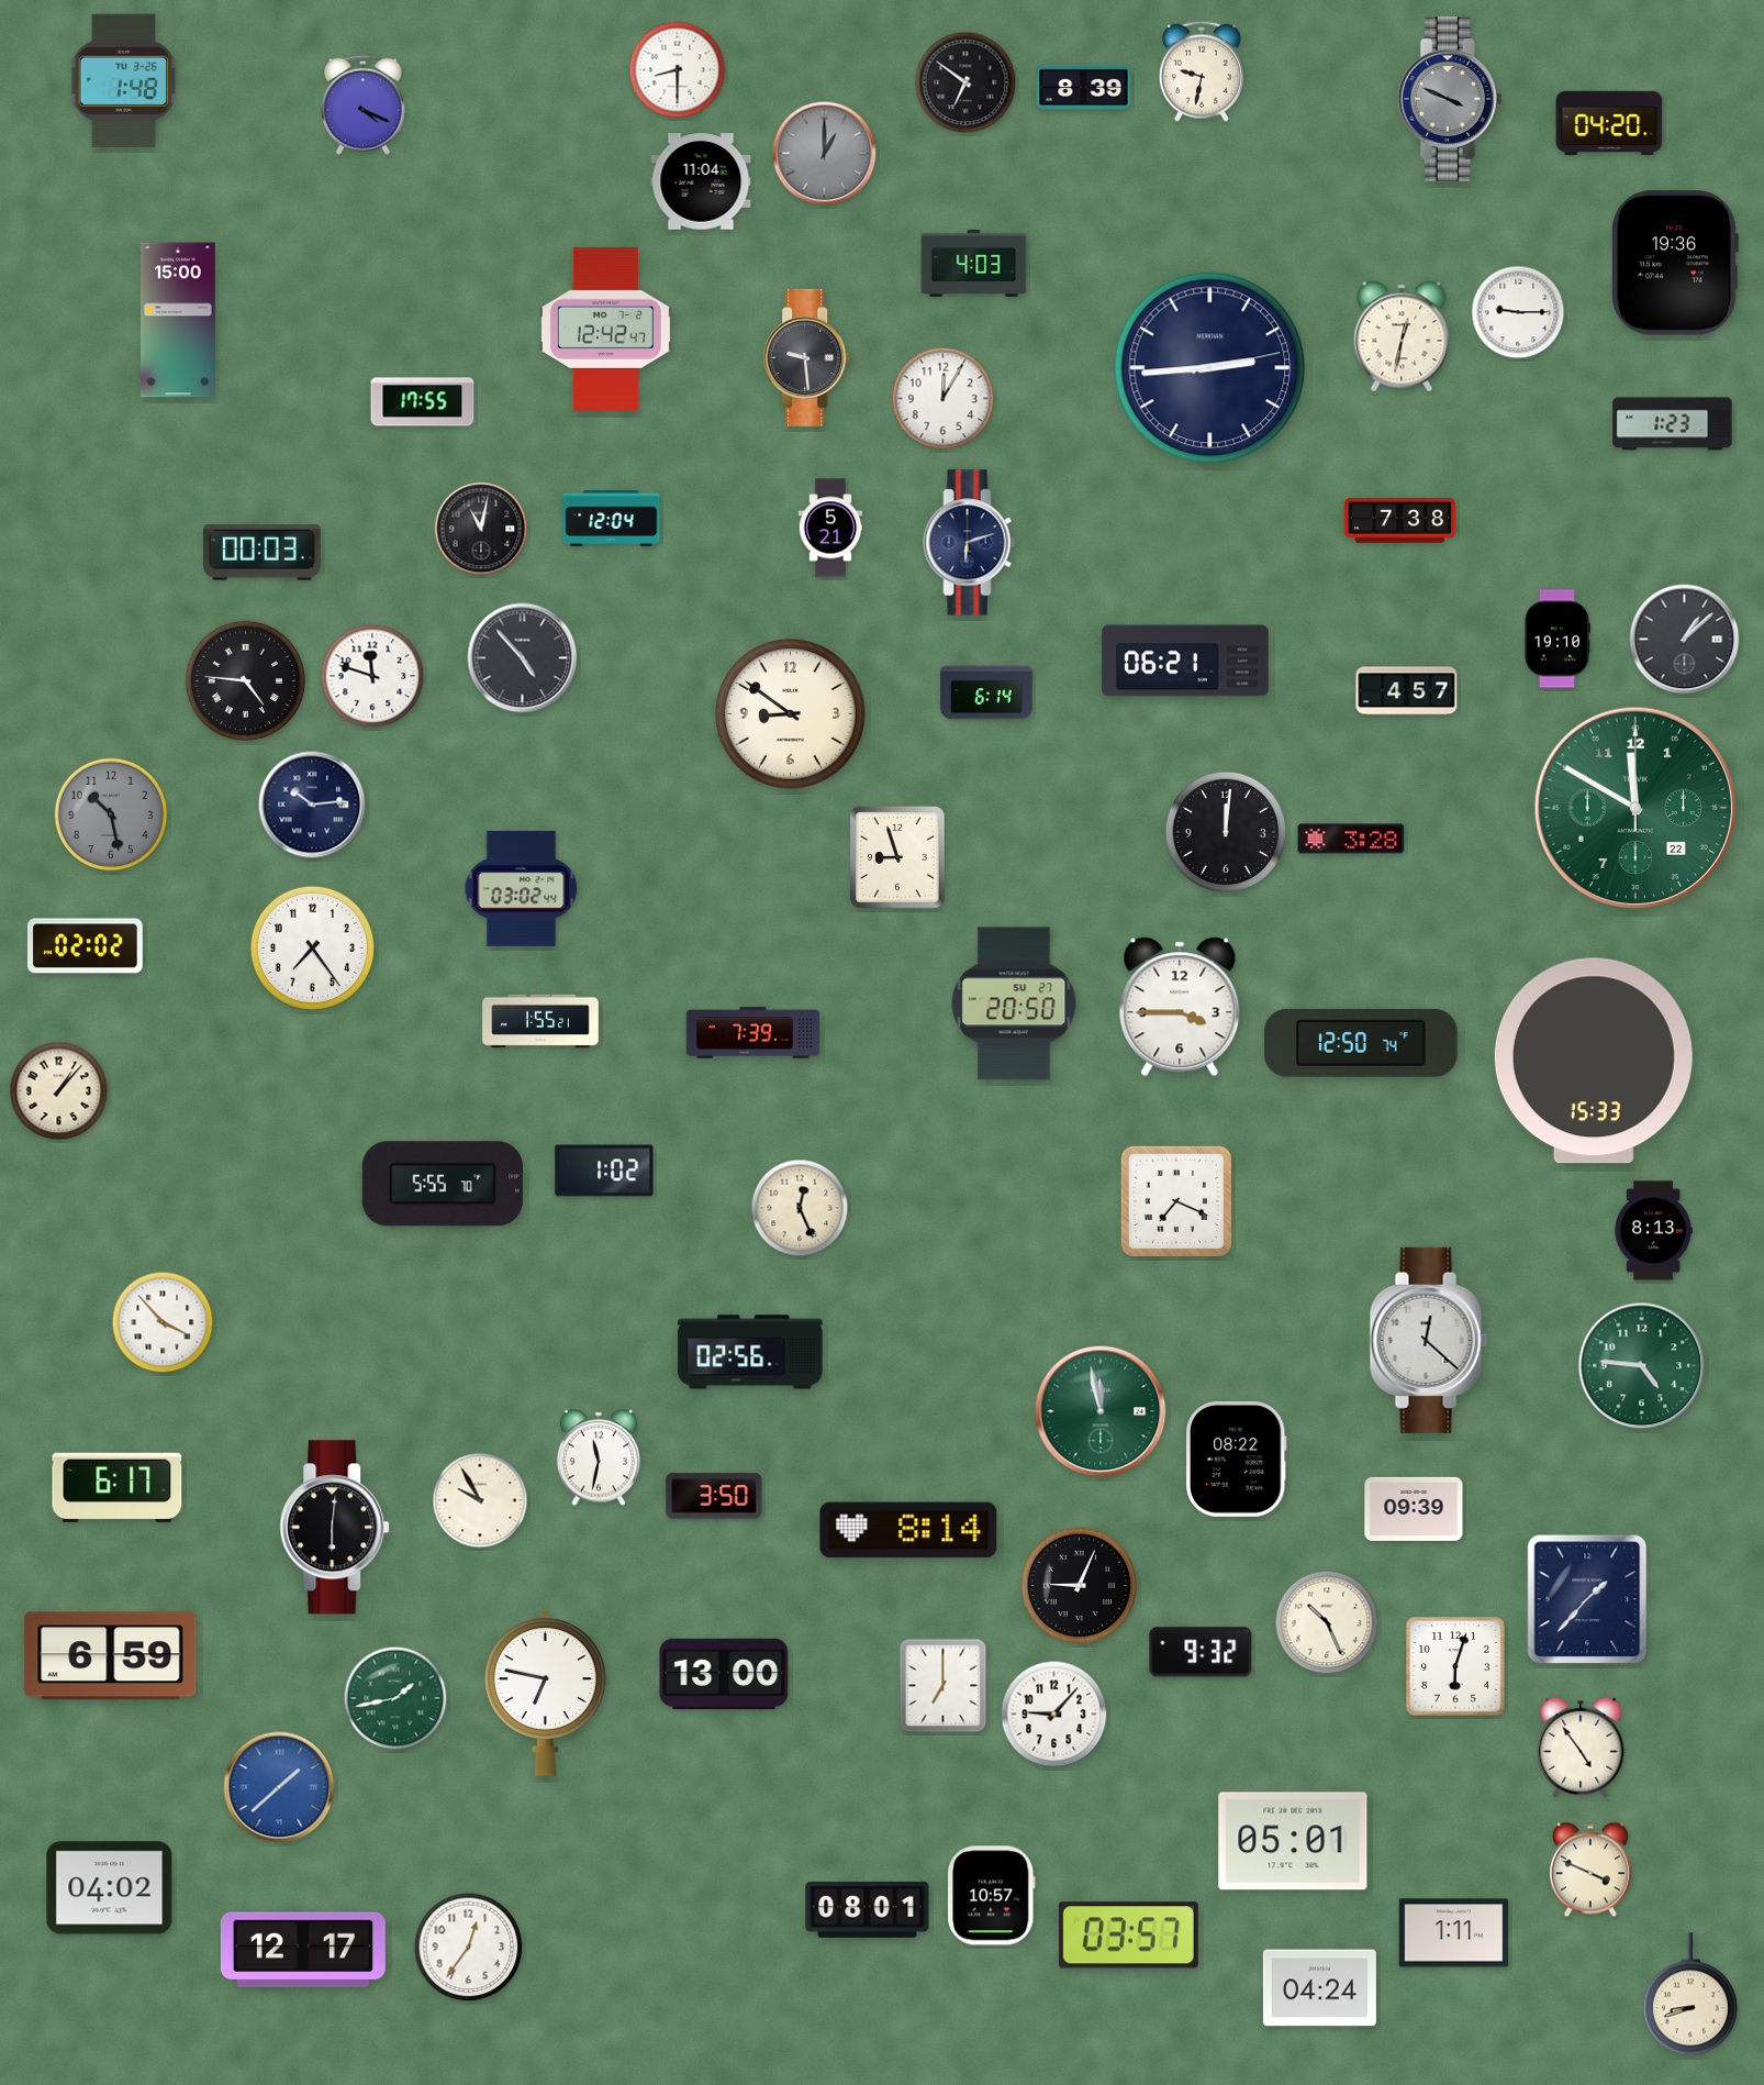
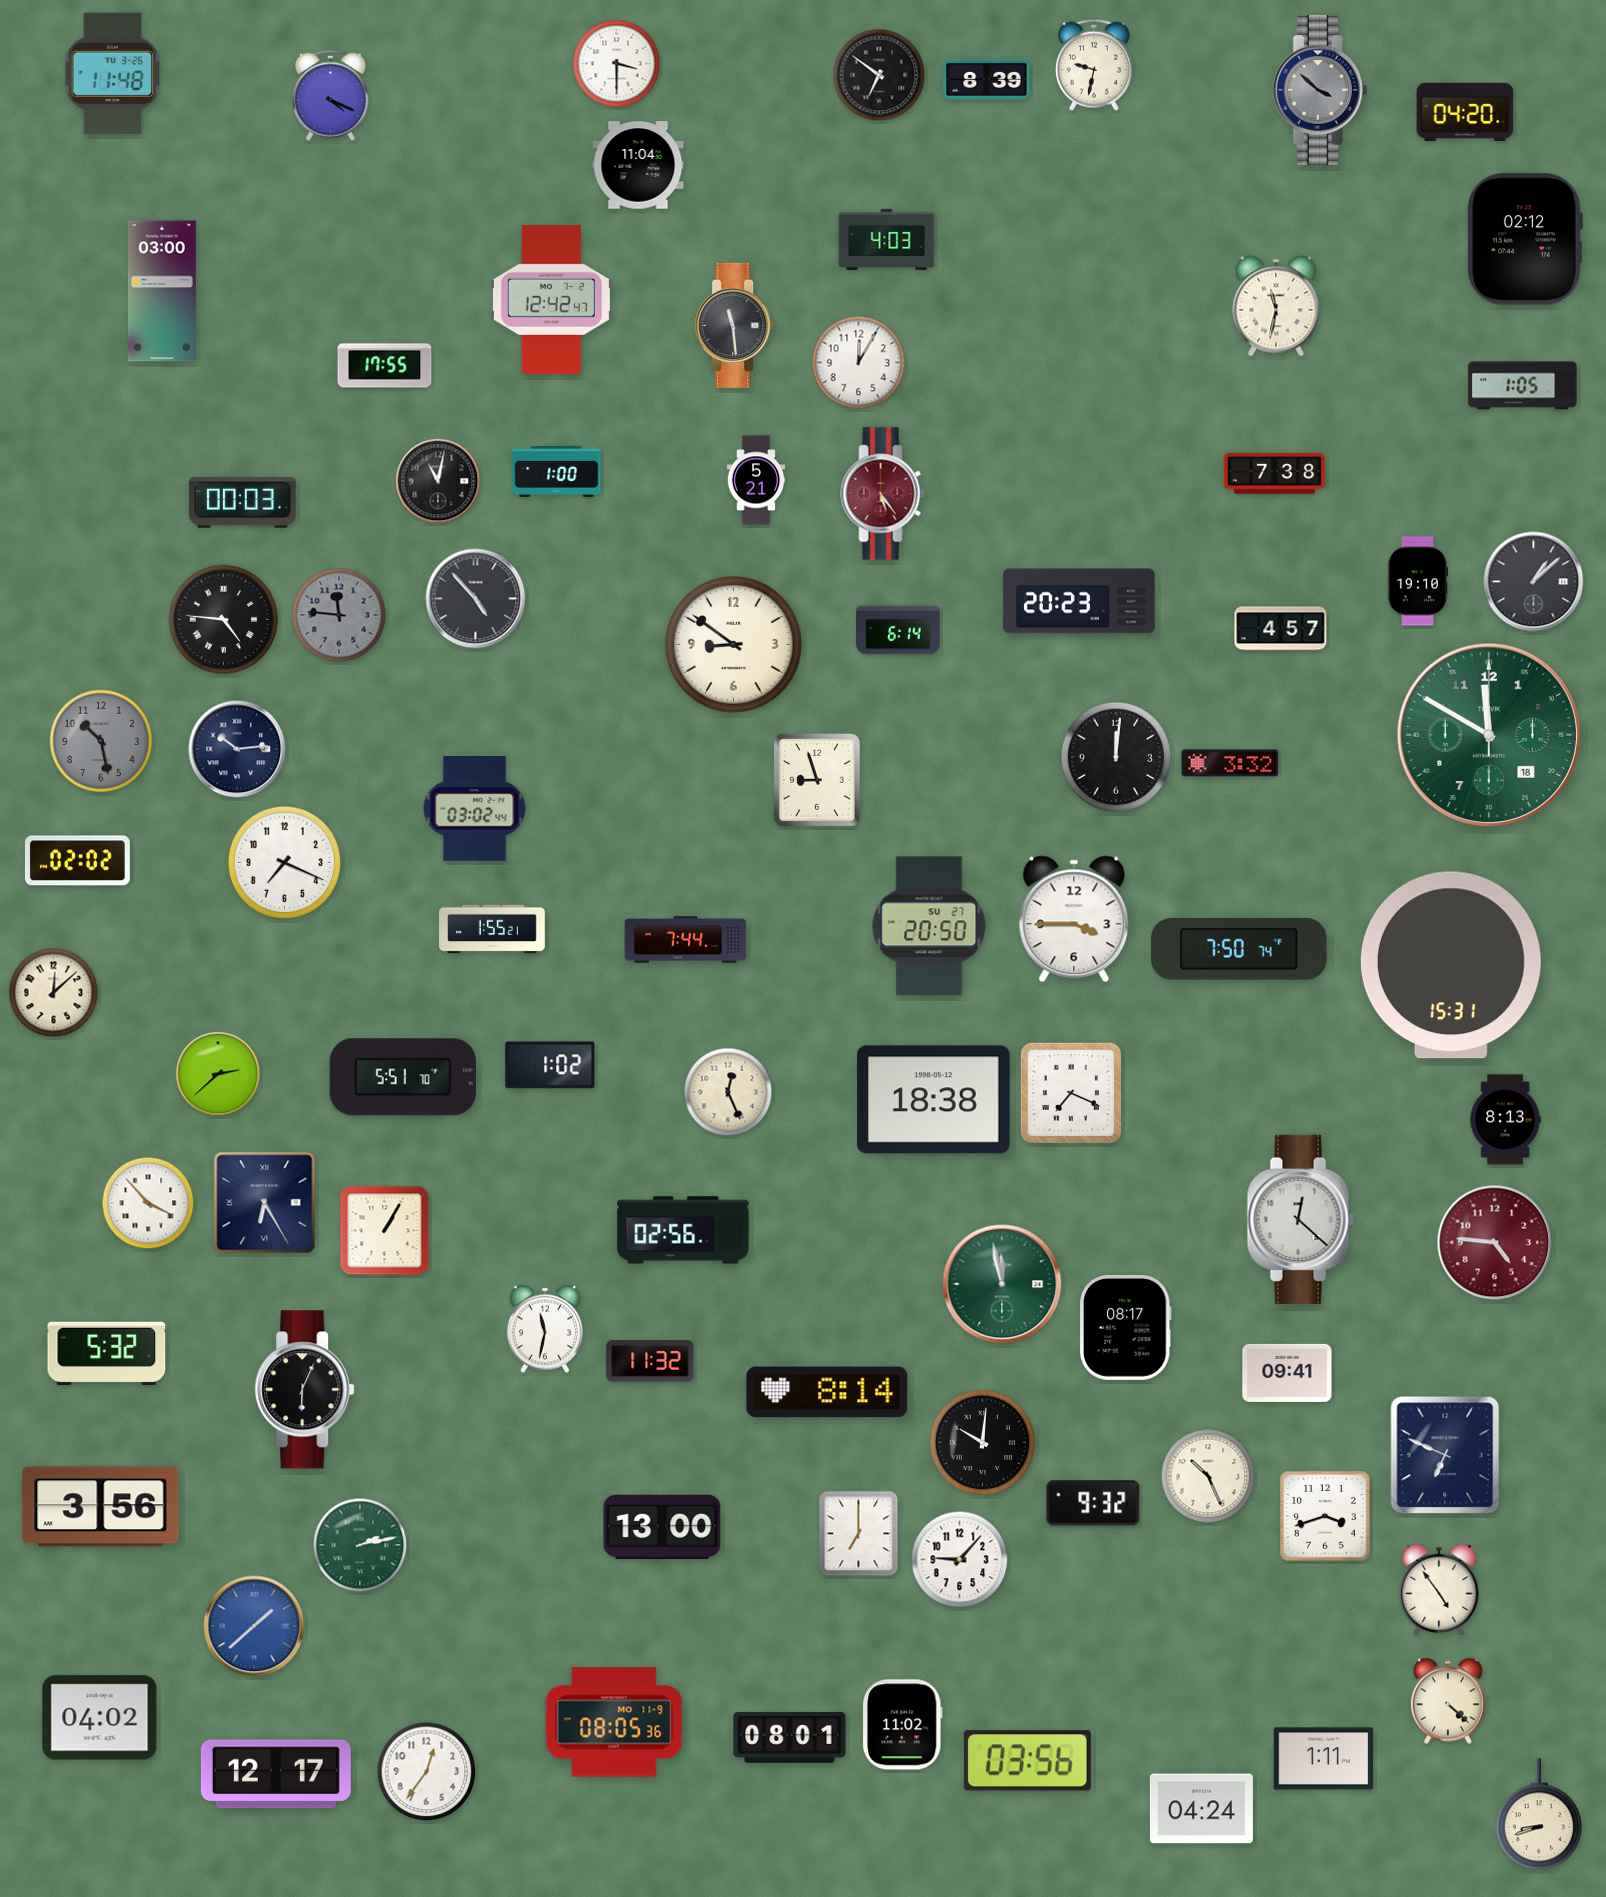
clock at (678, 70): 8:30 -> 3:30
clock at (124, 80): 1:48 -> 11:48
clock at (1450, 99): 3:49 -> 3:52
clock at (825, 154): 1:00 -> none
clock at (1675, 263): 19:36 -> 02:12
clock at (1518, 312): 9:15 -> none
clock at (178, 320): 15:00 -> 03:00
clock at (1402, 336): 12:32 -> 11:32
clock at (807, 357): 9:29 -> 11:29
clock at (1210, 368): 2:44 -> none
clock at (1673, 424): 1:23 -> 1:05
clock at (612, 519): 12:04 -> 1:00
clock at (970, 543): 6:12 -> 5:24
clock at (970, 543) dial: navy -> burgundy
clock at (263, 553) position: (263, 553) -> (243, 503)
clock at (1185, 661): 06:21 -> 20:23
clock at (372, 676): 11:48 -> 11:46
clock at (372, 676) dial: white -> grey
clock at (791, 714) position: (791, 714) -> (734, 645)
clock at (312, 805) position: (312, 805) -> (237, 749)
clock at (1635, 808) date: 22 -> 18
clock at (1351, 839): 3:28 -> 3:32
clock at (312, 947): 7:24 -> 7:19
clock at (1014, 1003) position: (1014, 1003) -> (929, 926)
clock at (1180, 1007) position: (1180, 1007) -> (1074, 919)
clock at (753, 1033): 7:39 -> 7:44
clock at (1361, 1043): 12:50 -> 7:50
clock at (1594, 1061): 15:33 -> 15:31
clock at (59, 1091): 1:07 -> 12:08
clock at (218, 1074): none -> 2:38
clock at (443, 1184): 5:55 -> 5:51
clock at (800, 1208) position: (800, 1208) -> (728, 1092)
clock at (934, 1100): none -> 18:38
clock at (265, 1203): none -> 6:25
clock at (385, 1231): none -> 1:05
clock at (1642, 1366) dial: green -> burgundy
clock at (599, 1457) position: (599, 1457) -> (545, 1329)
clock at (1236, 1459): 08:22 -> 08:17
clock at (118, 1487): 6:17 -> 5:32
clock at (714, 1496): 3:50 -> 11:32
clock at (480, 1500): 9:55 -> none
clock at (1414, 1509): 09:39 -> 09:41
clock at (335, 1528): 6:01 -> 6:04
clock at (1080, 1586): 9:04 -> 10:01
clock at (1587, 1599): 1:37 -> 6:49
clock at (111, 1656): 6:59 -> 3:56
clock at (1455, 1666): 6:03 -> 3:42
clock at (724, 1673) position: (724, 1673) -> (662, 1526)
clock at (546, 1693): 6:47 -> none
clock at (395, 1698): 1:43 -> 2:13
clock at (1293, 1841): 05:01 -> none
clock at (1590, 1870): 3:49 -> 4:22
clock at (614, 1722): none -> 08:05
clock at (992, 1896): 10:57 -> 11:02
clock at (1128, 1936): 03:57 -> 03:56
